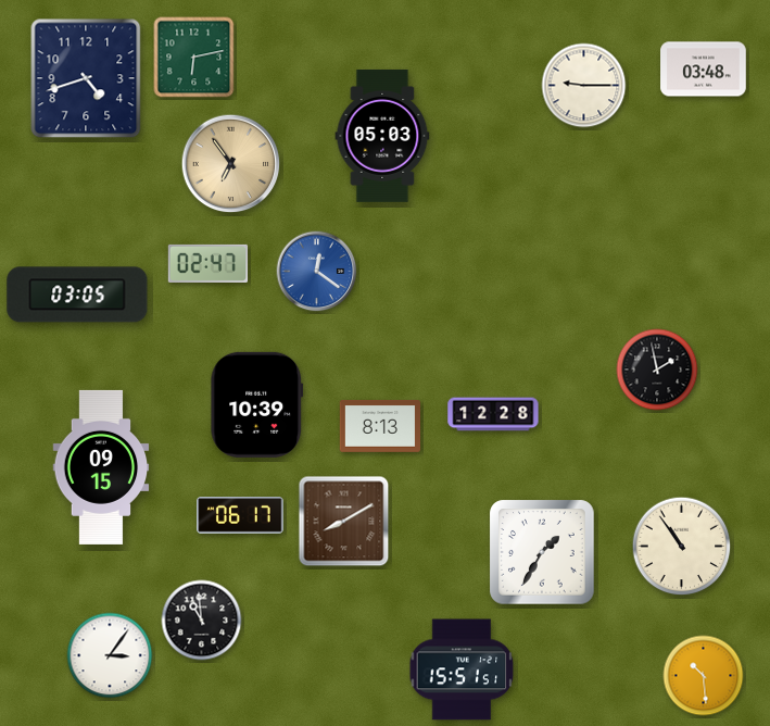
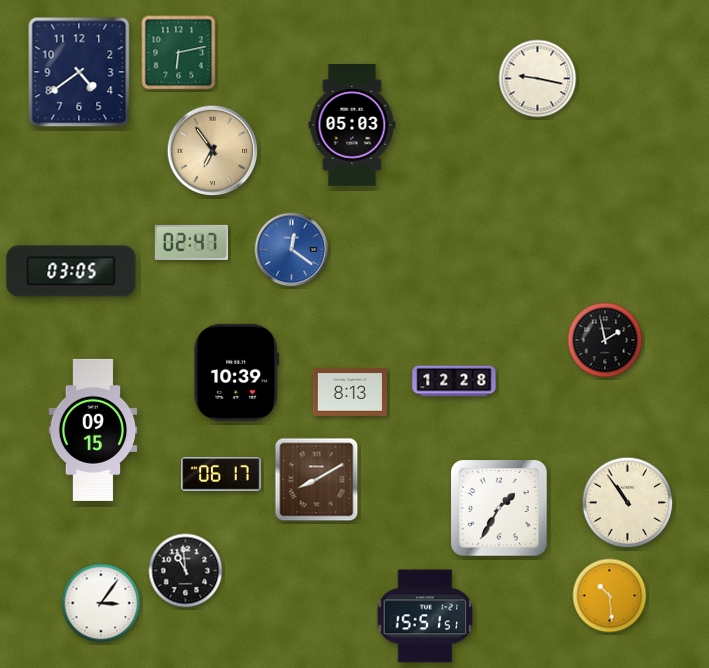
clock at (704, 70): 03:48 -> none
clock at (86, 78): 4:42 -> 4:39
clock at (584, 86): 9:15 -> 9:17
clock at (704, 676) position: (704, 676) -> (610, 596)
